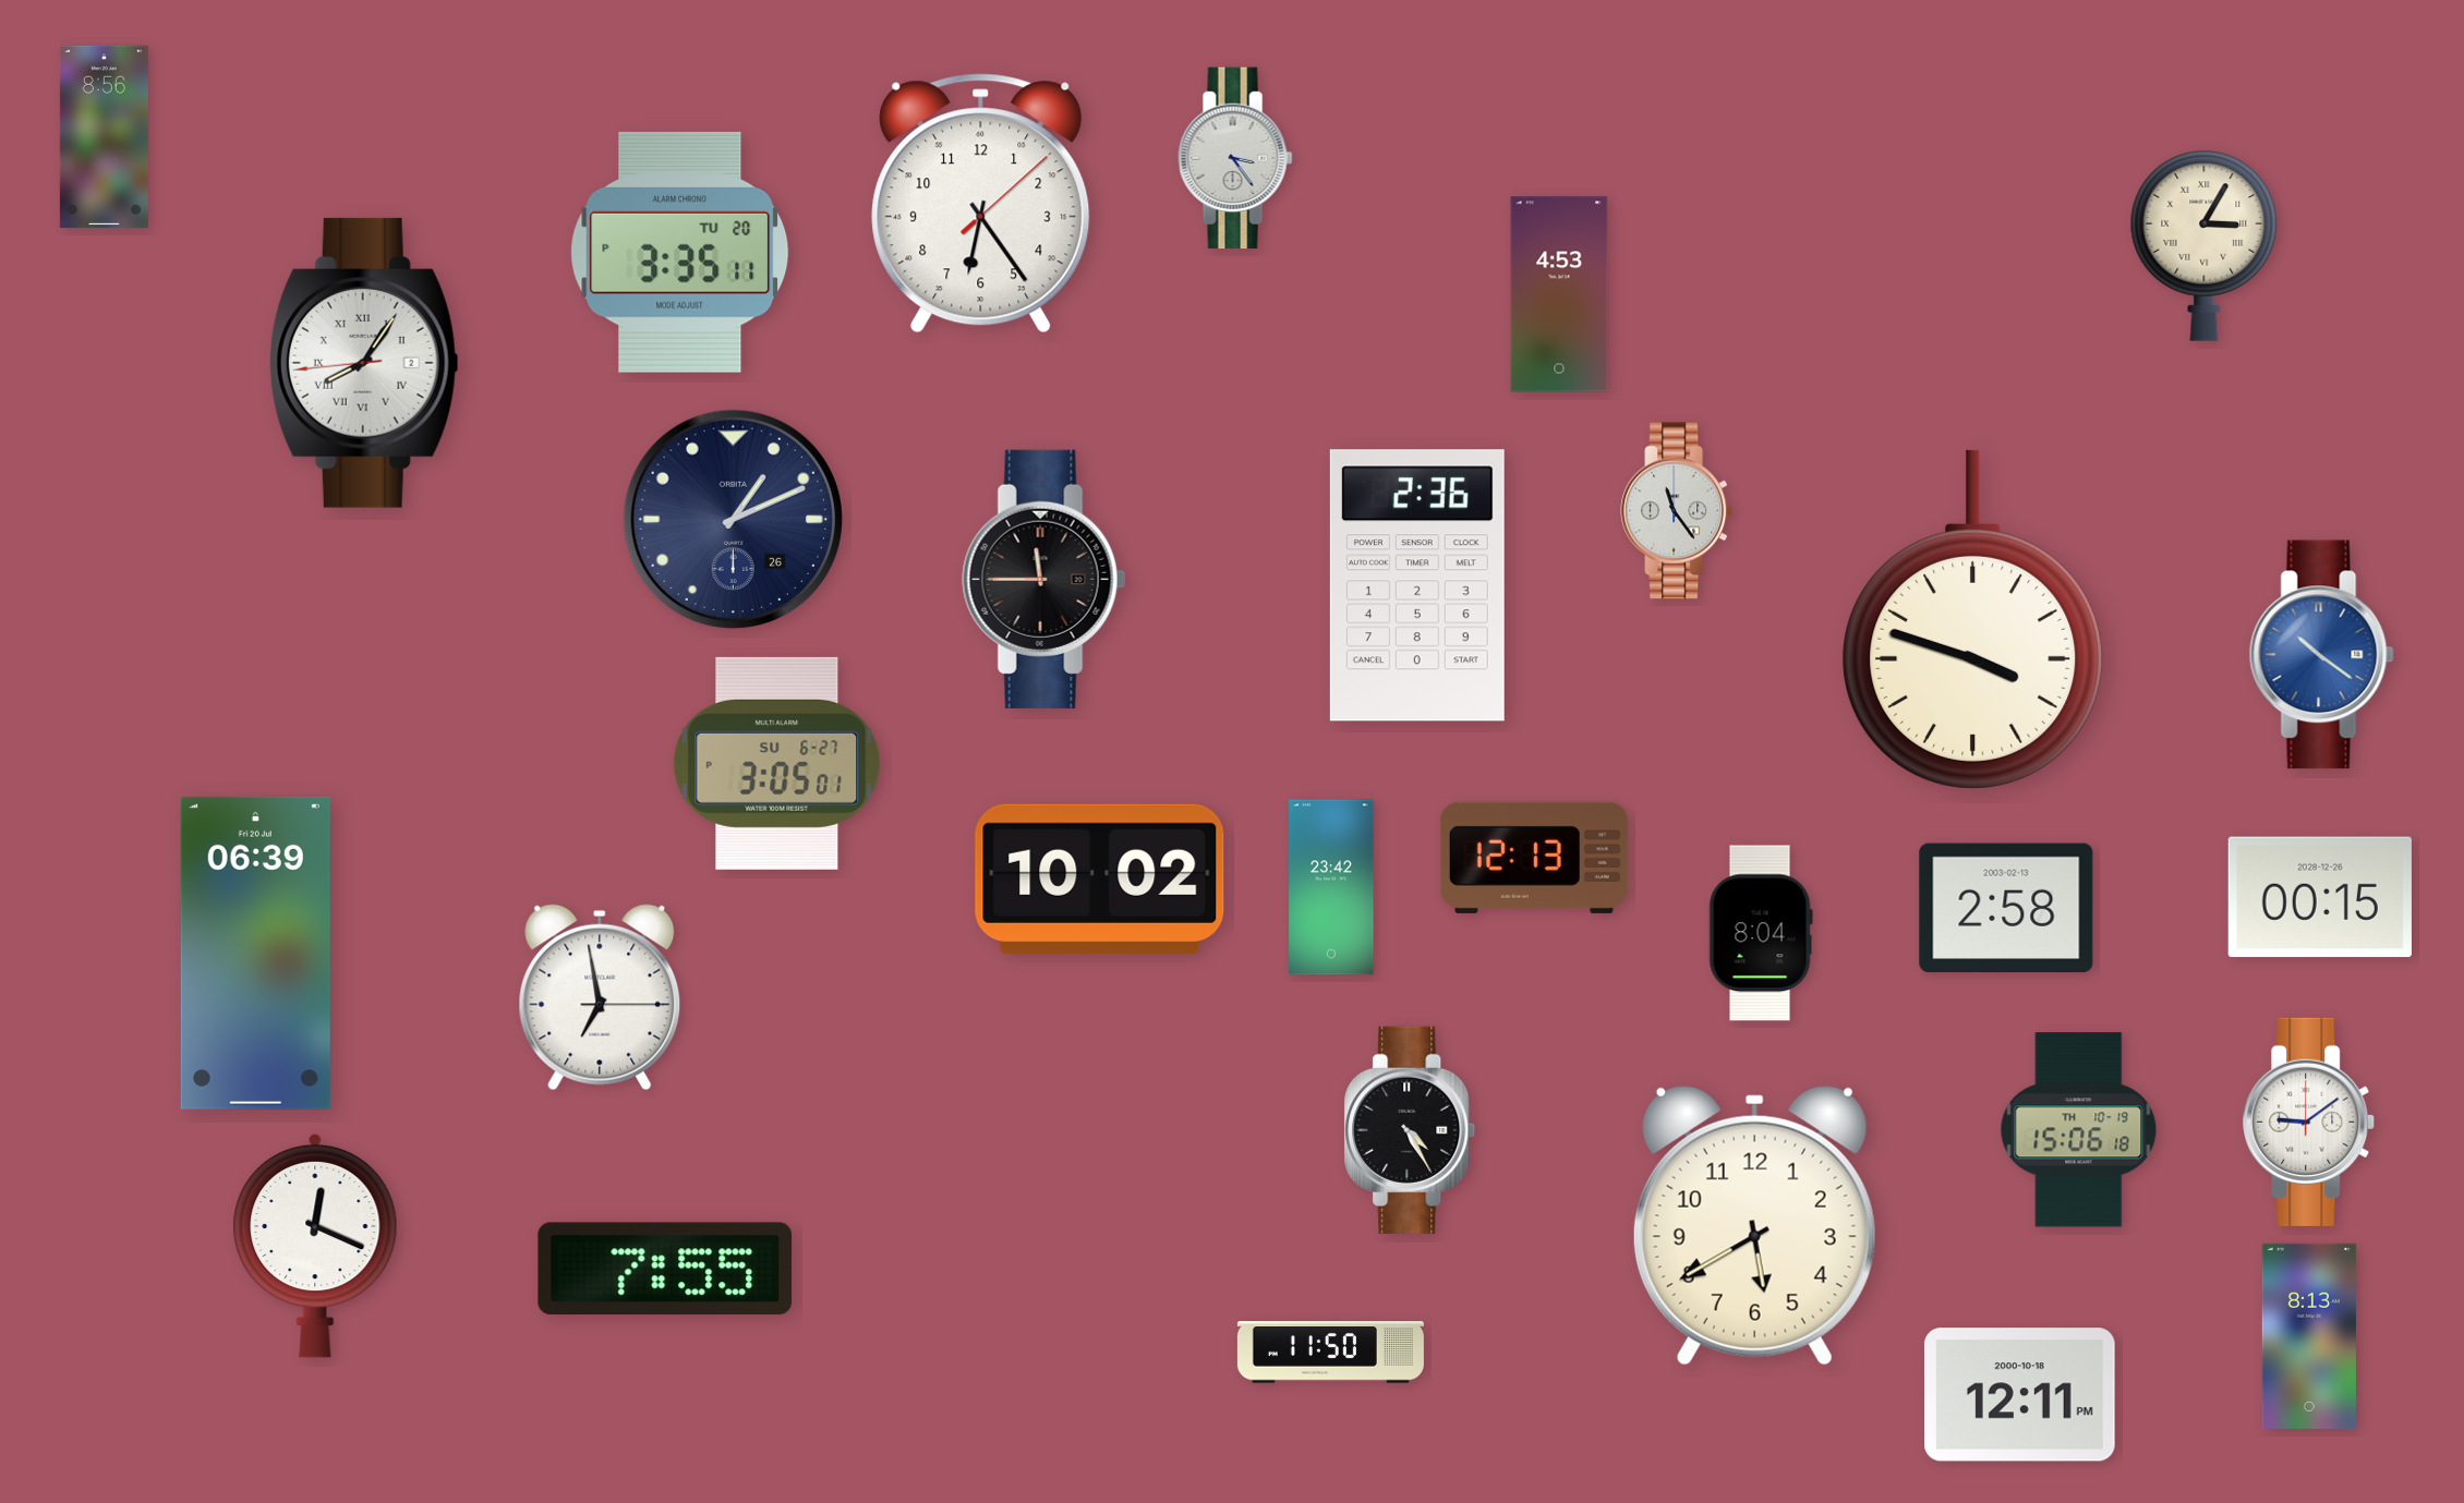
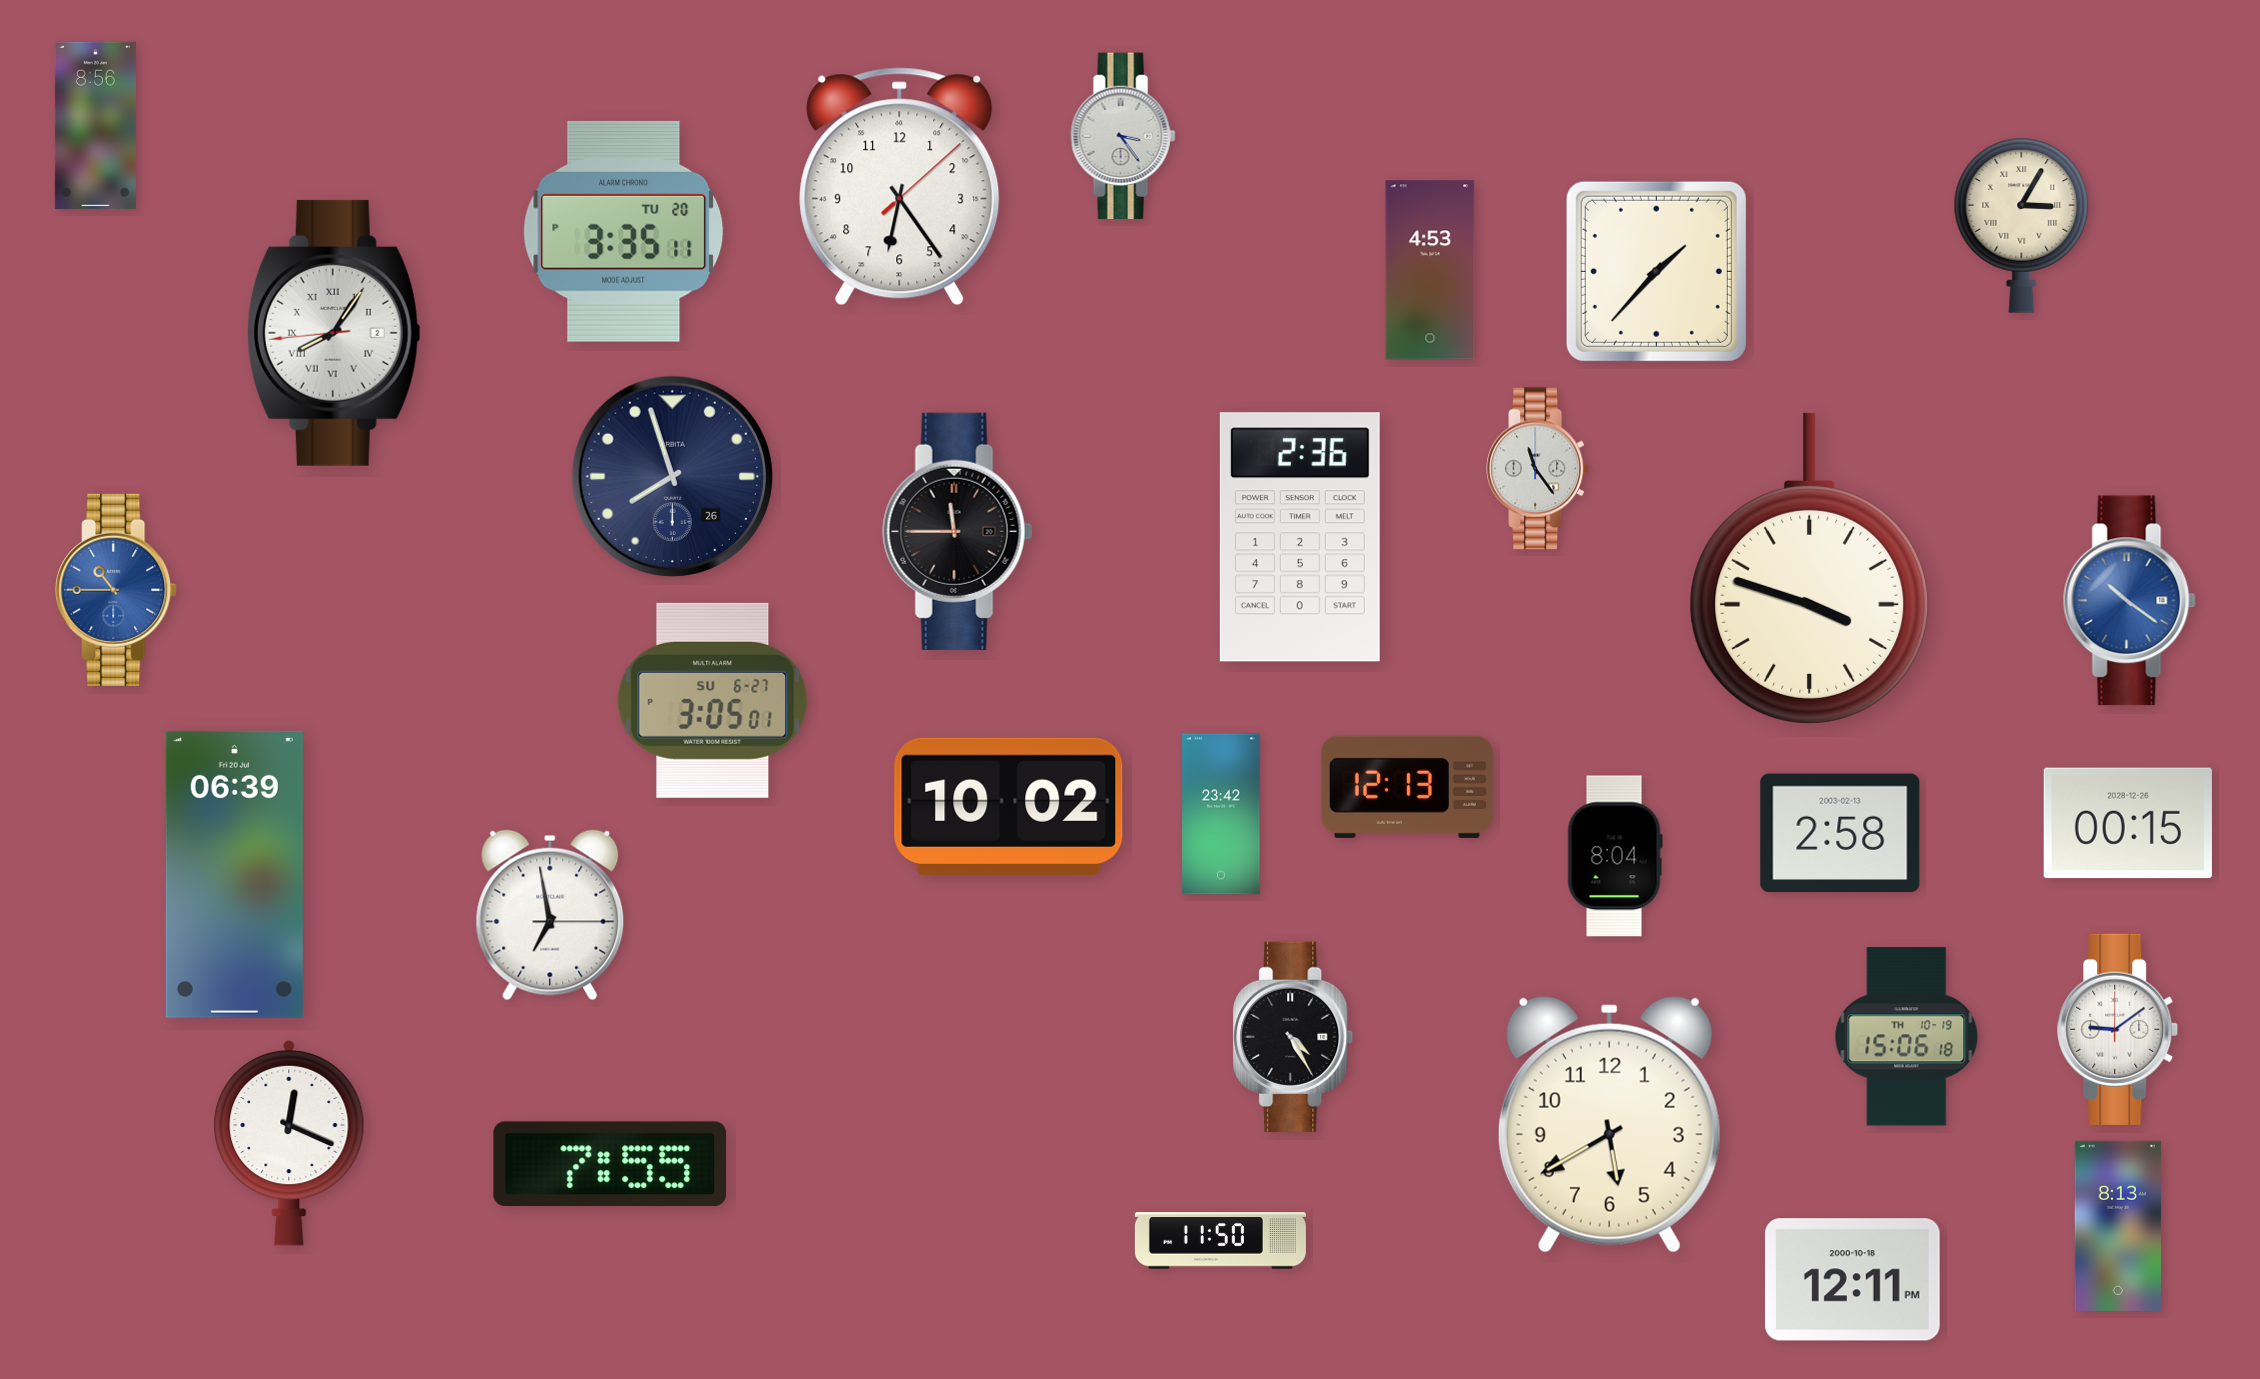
clock at (1235, 158) position: (1235, 158) -> (1123, 136)
clock at (1656, 271): none -> 1:37
clock at (733, 519): 1:11 -> 7:57
clock at (116, 590): none -> 10:45
